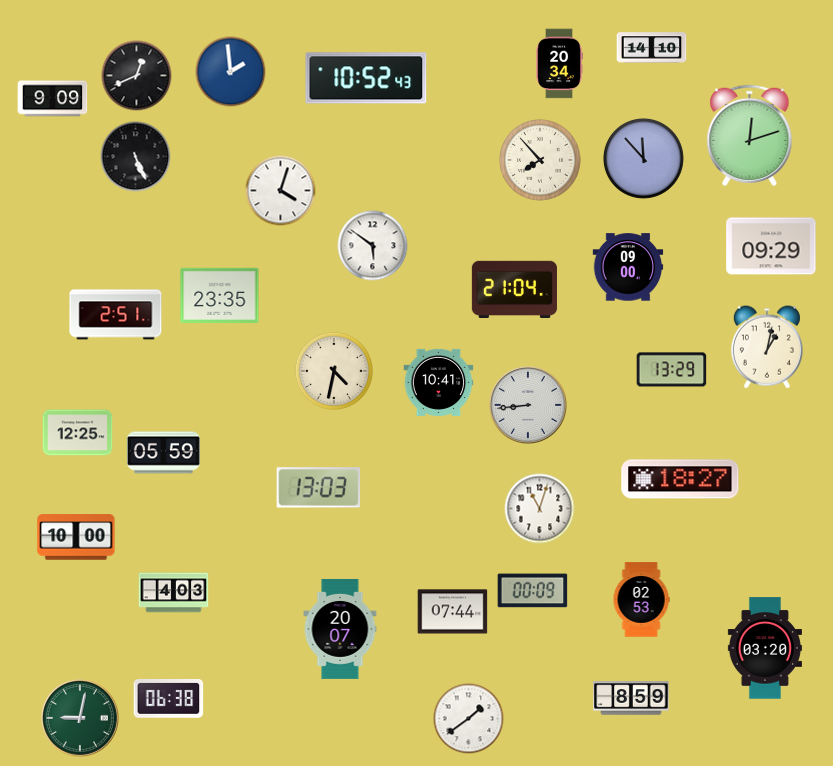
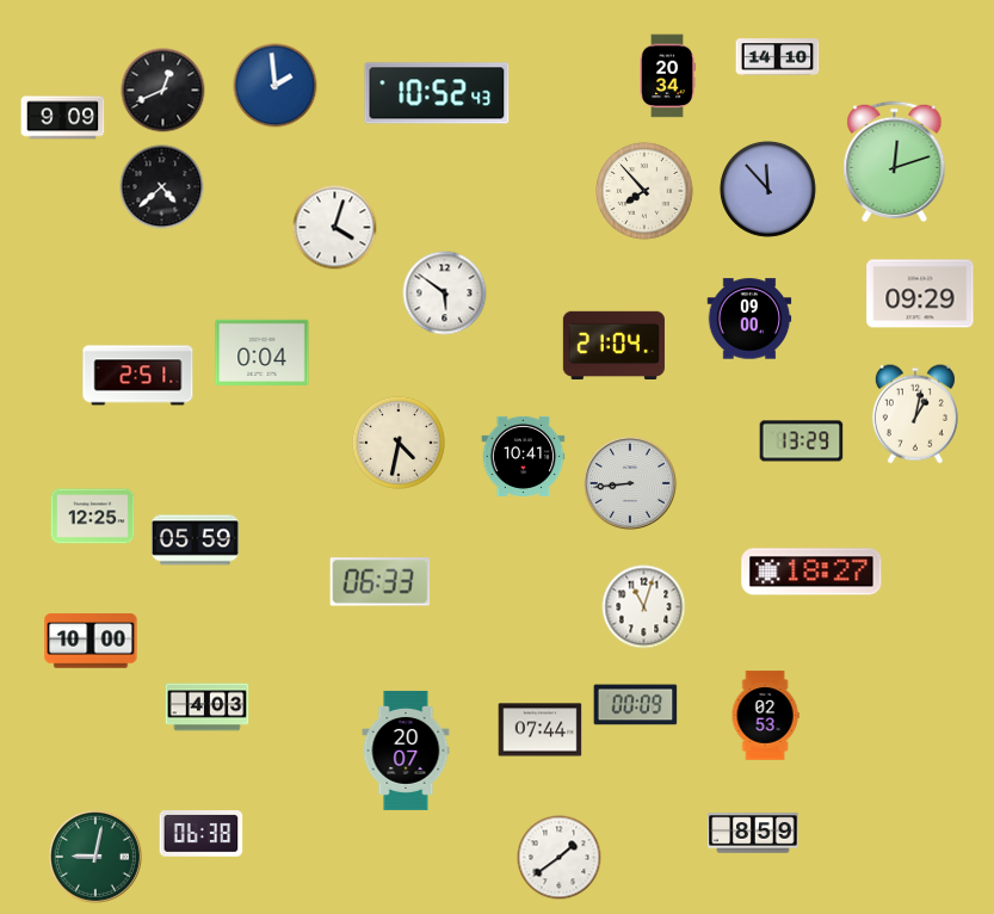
clock at (136, 157): 5:26 -> 4:38
clock at (220, 295): 23:35 -> 0:04
clock at (319, 488): 13:03 -> 06:33
clock at (765, 648): 03:20 -> none
